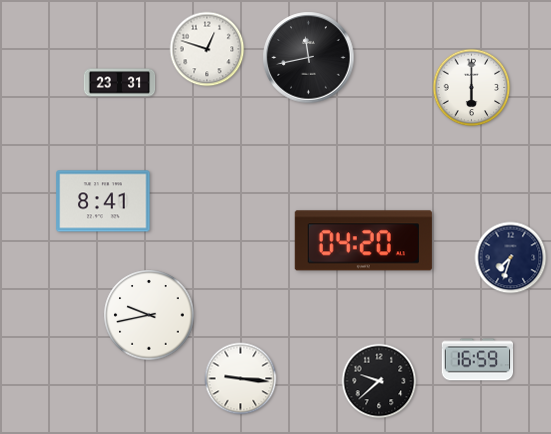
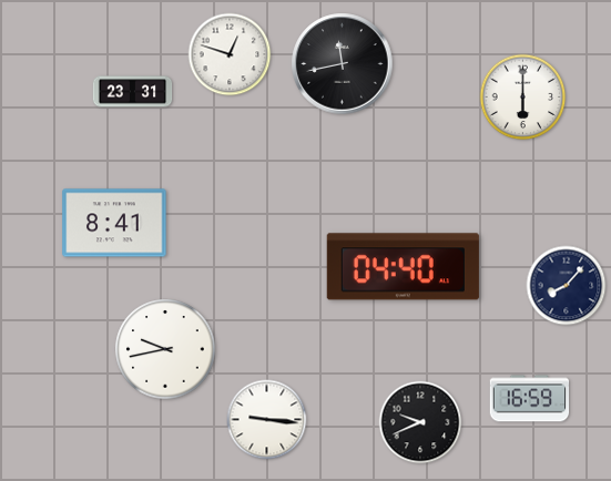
clock at (363, 241): 04:20 -> 04:40
clock at (511, 258): 7:33 -> 8:07
clock at (379, 381): 9:38 -> 9:41
